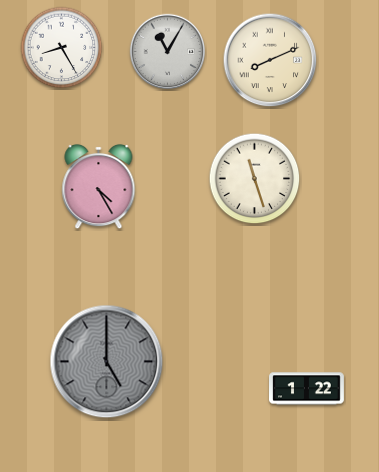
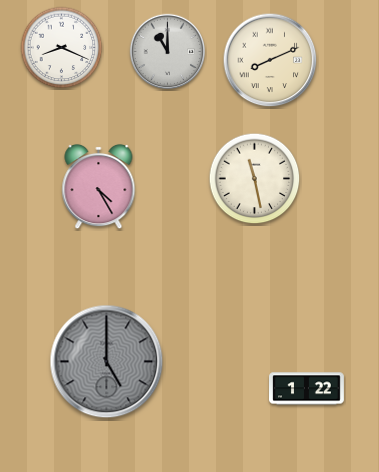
clock at (62, 48): 8:25 -> 8:19
clock at (168, 52): 11:05 -> 11:00
clock at (255, 179): 11:27 -> 11:28
